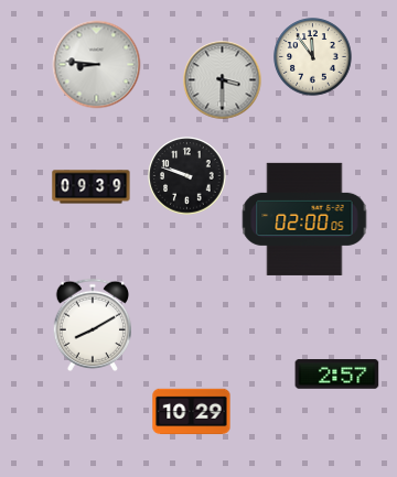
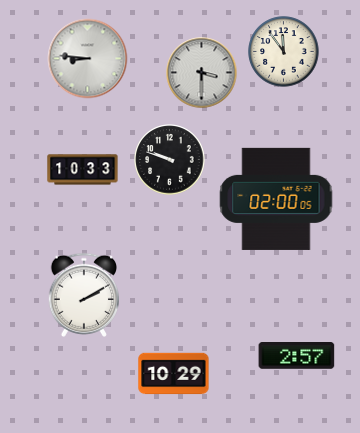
clock at (92, 187): 09:39 -> 10:33
clock at (92, 325): 8:10 -> 2:10
clock at (337, 375) position: (337, 375) -> (297, 356)
